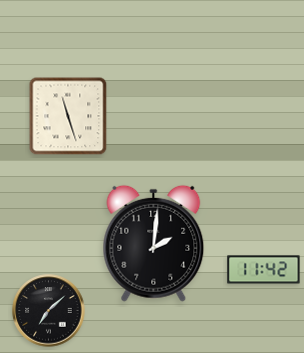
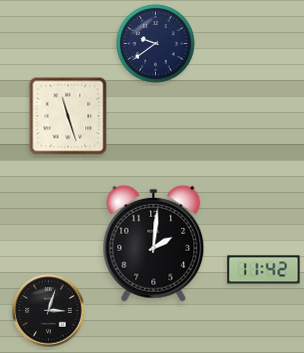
clock at (156, 44): none -> 9:39
clock at (49, 311): 7:08 -> 3:03
